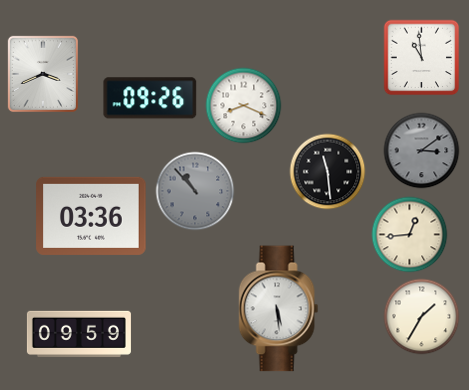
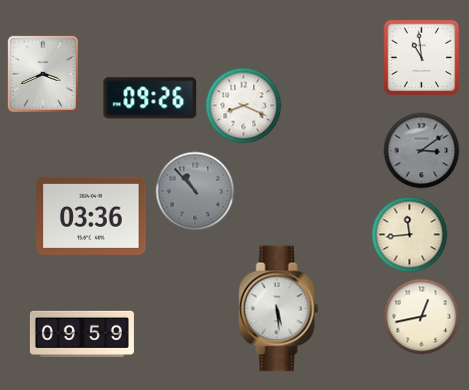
clock at (328, 172): 11:29 -> none
clock at (410, 235): 12:44 -> 11:44
clock at (422, 317): 1:35 -> 12:43
clock at (79, 334) position: (79, 334) -> (82, 334)
